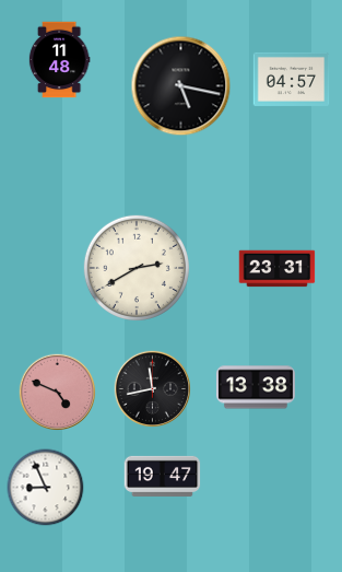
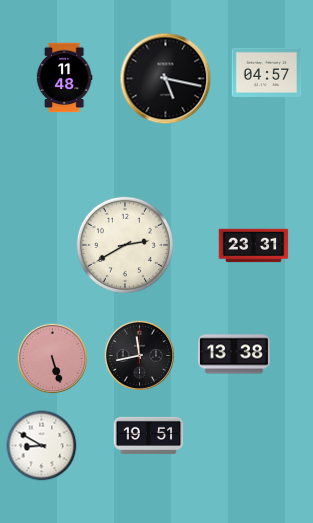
clock at (59, 60) position: (59, 60) -> (64, 78)
clock at (58, 393): 4:49 -> 5:27
clock at (163, 476): 19:47 -> 19:51
clock at (46, 488): 8:56 -> 8:50
